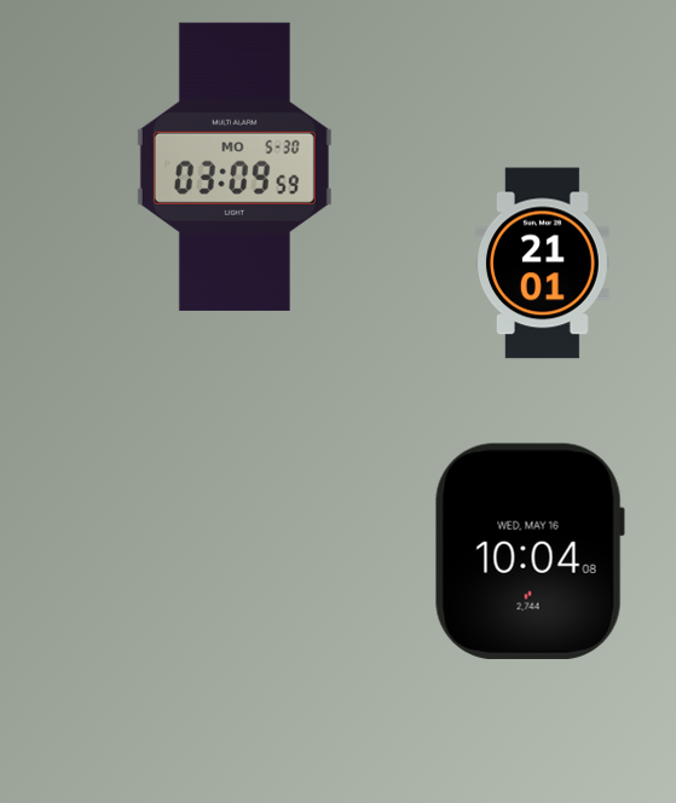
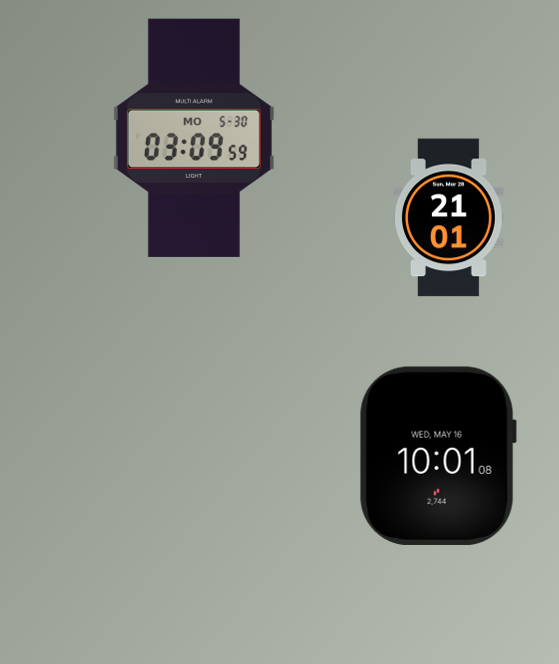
clock at (530, 551): 10:04 -> 10:01
